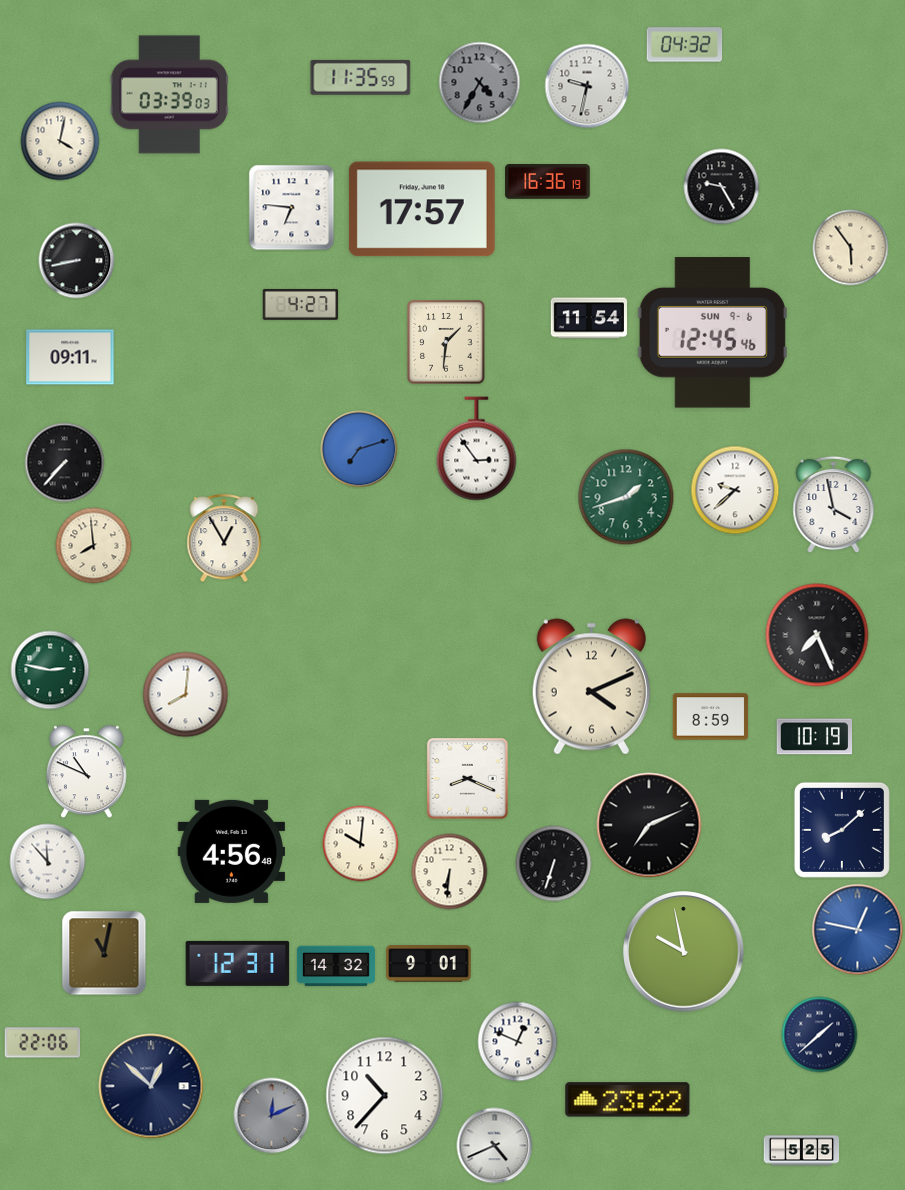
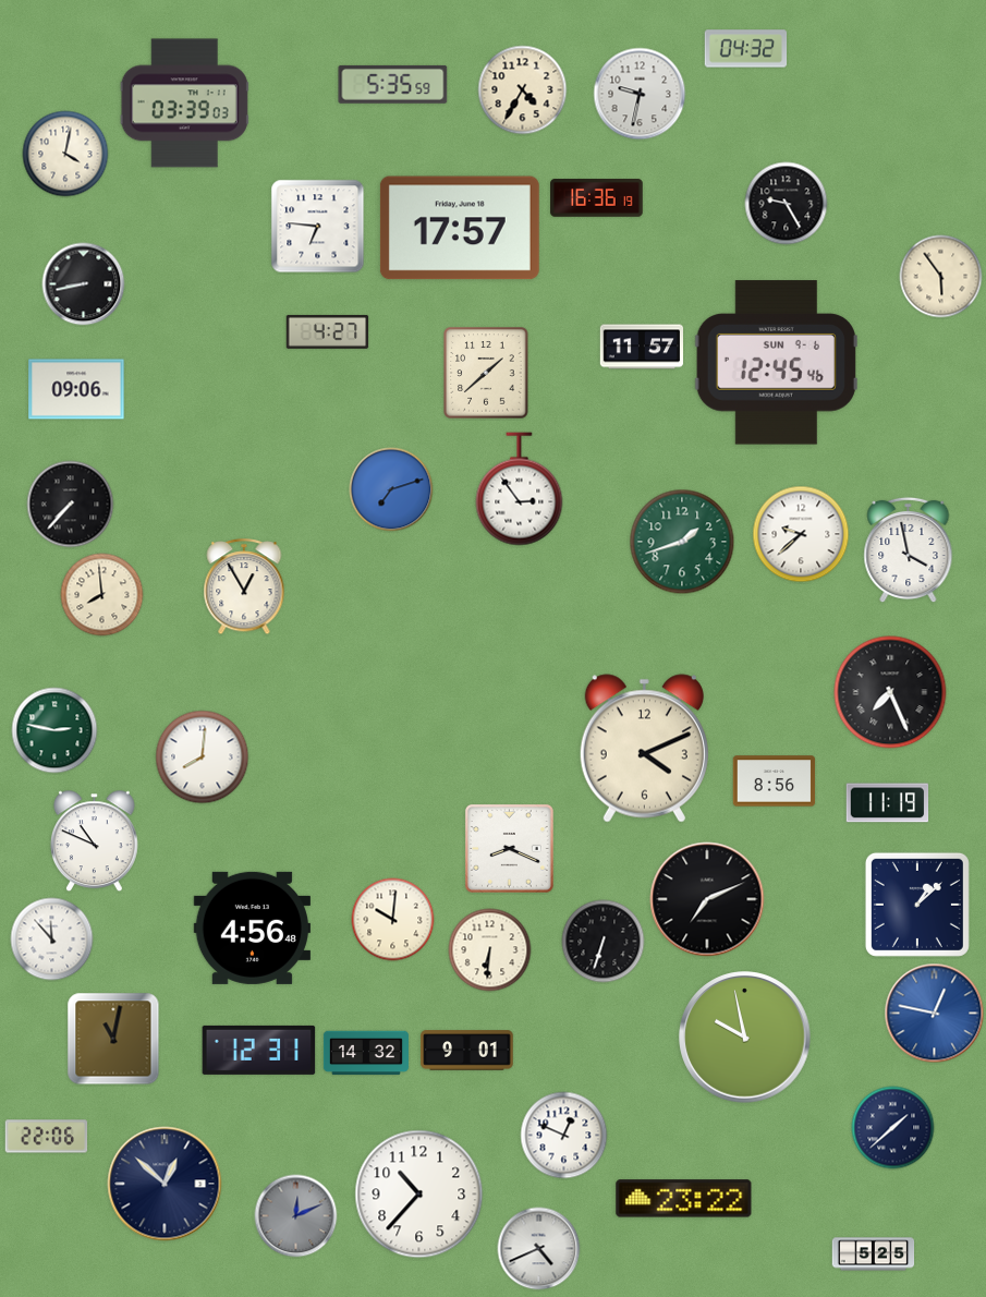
clock at (361, 77): 11:35 -> 5:35
clock at (480, 83) dial: grey -> cream
clock at (851, 248) position: (851, 248) -> (941, 277)
clock at (589, 318): 11:54 -> 11:57
clock at (446, 342): 1:31 -> 1:38
clock at (70, 357): 09:11 -> 09:06
clock at (711, 717): 8:59 -> 8:56
clock at (815, 737): 10:19 -> 11:19
clock at (842, 830): 8:08 -> 1:08
